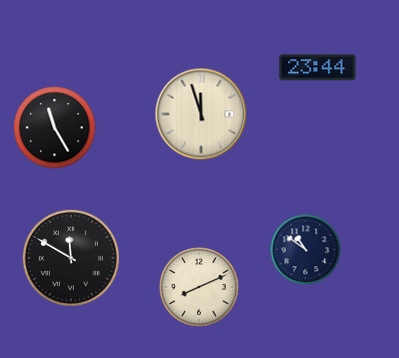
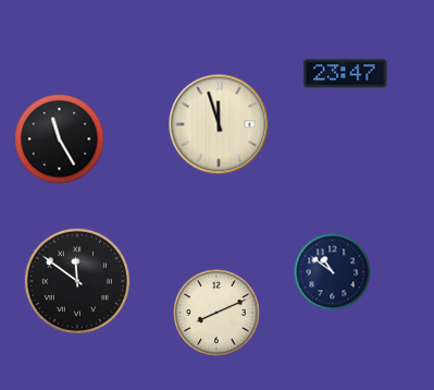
clock at (318, 68): 23:44 -> 23:47
clock at (71, 258): 11:50 -> 11:51
